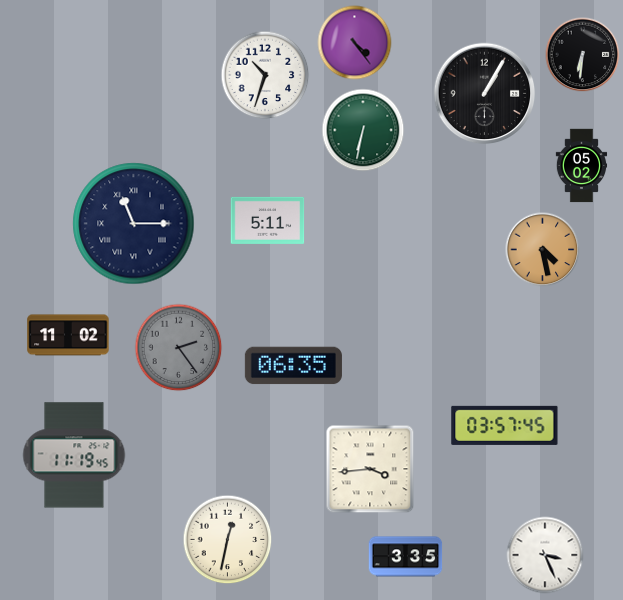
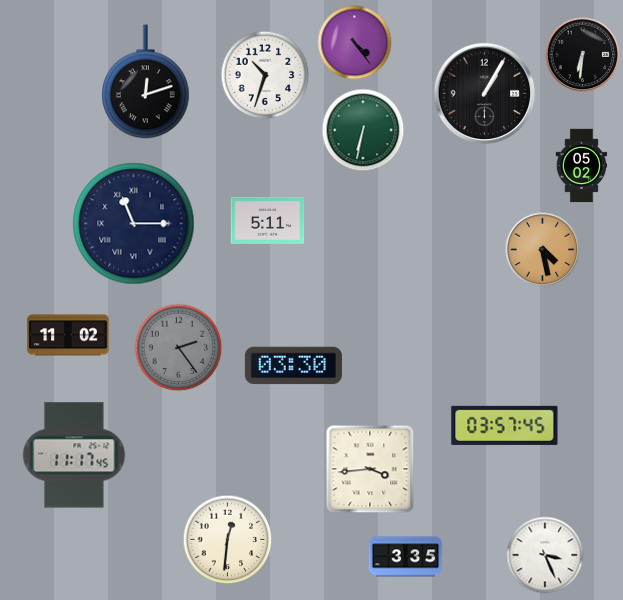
clock at (146, 82): none -> 12:12
clock at (293, 366): 06:35 -> 03:30
clock at (74, 455): 11:19 -> 11:17
clock at (228, 540): 12:32 -> 12:31
